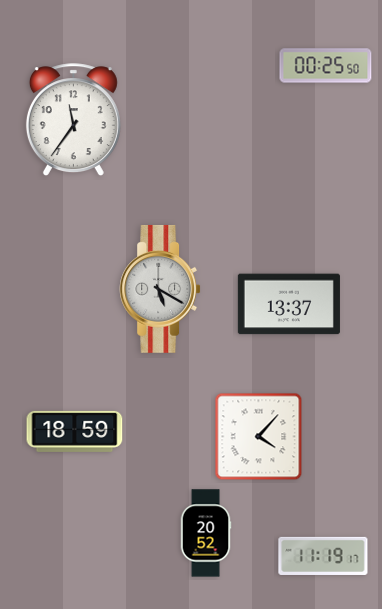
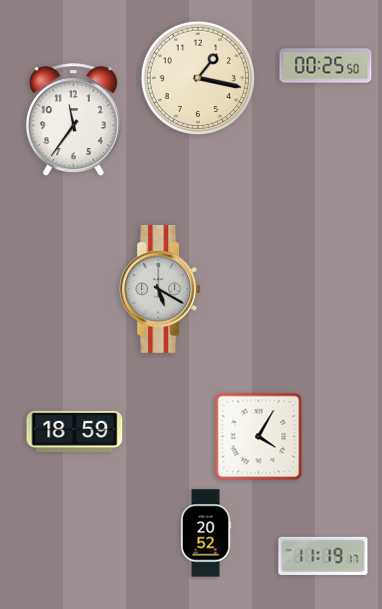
clock at (198, 78): none -> 1:17
clock at (289, 304): 13:37 -> none
clock at (259, 437): 4:07 -> 4:05
